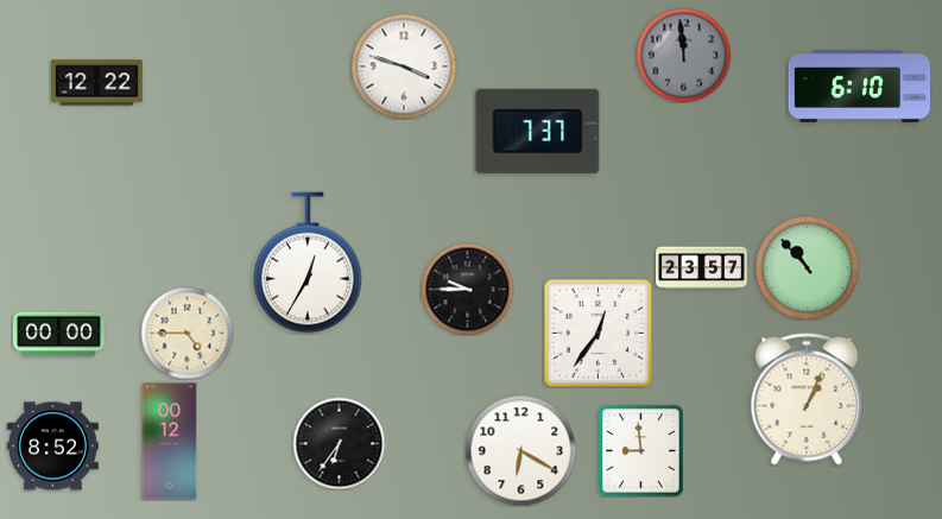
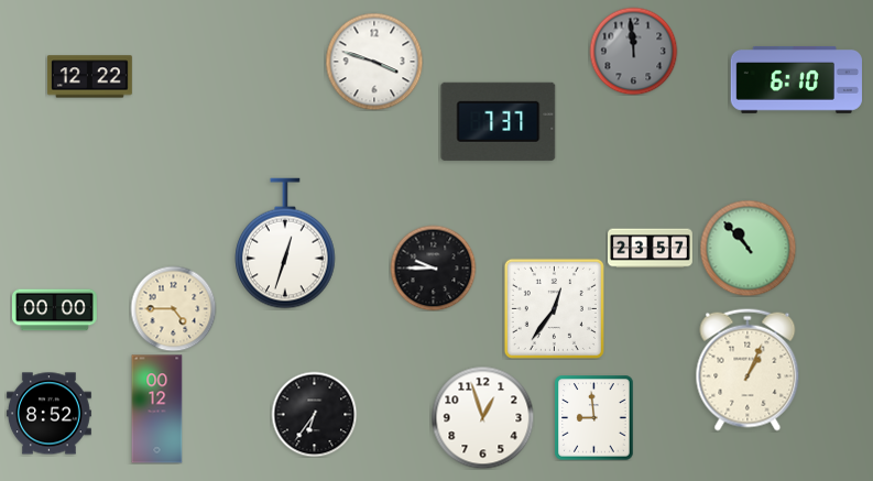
clock at (308, 262): 12:35 -> 12:33
clock at (339, 443) position: (339, 443) -> (314, 414)
clock at (520, 450): 6:20 -> 12:57
